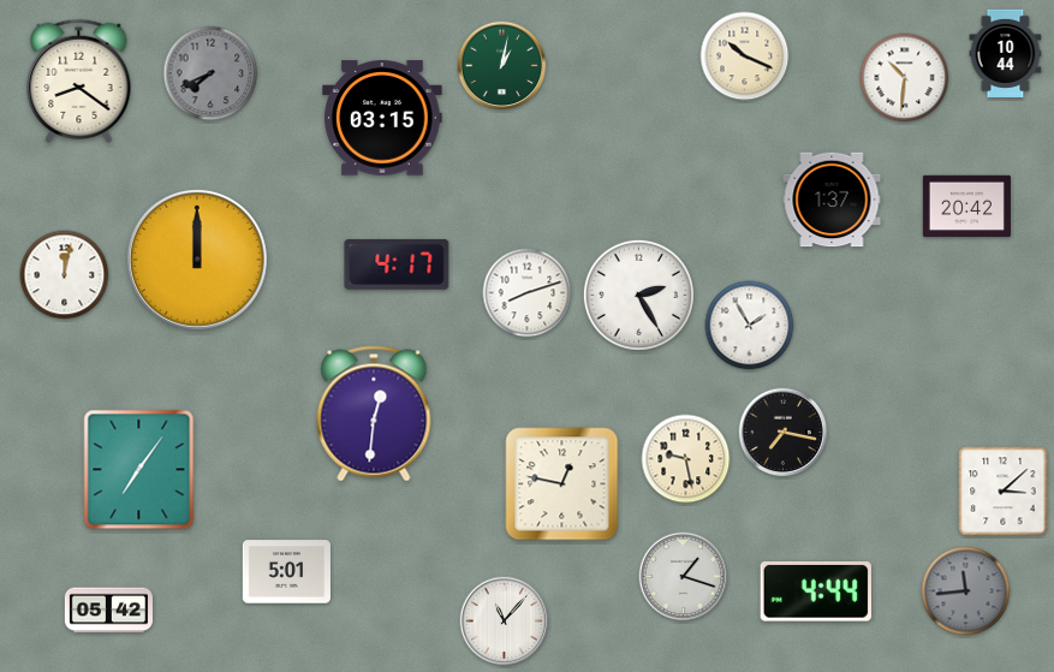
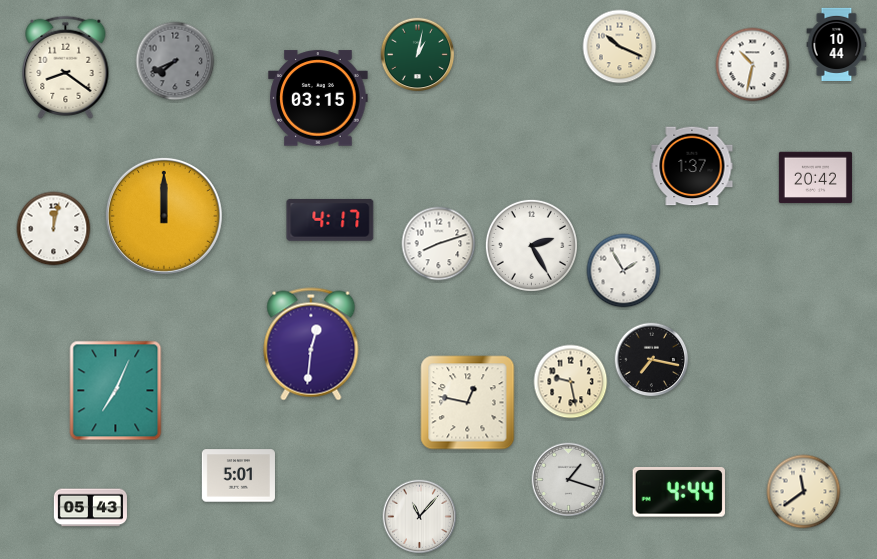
clock at (905, 78): 10:31 -> 10:32
clock at (966, 207) position: (966, 207) -> (815, 178)
clock at (139, 470): 7:06 -> 7:04
clock at (1004, 492): 3:08 -> none
clock at (966, 591): 11:44 -> 11:39
clock at (966, 591) dial: grey -> cream
clock at (108, 611): 05:42 -> 05:43
